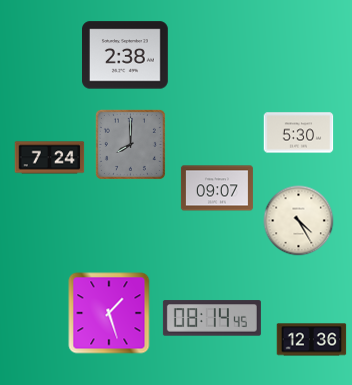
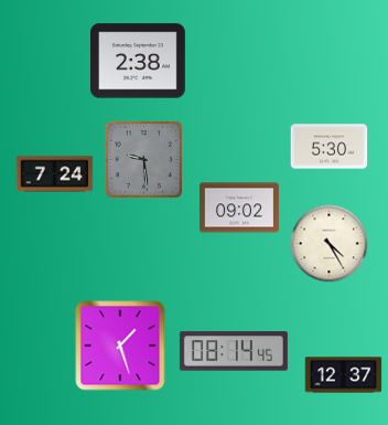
clock at (130, 144): 8:00 -> 9:29
clock at (217, 188): 09:07 -> 09:02
clock at (312, 340): 12:36 -> 12:37
